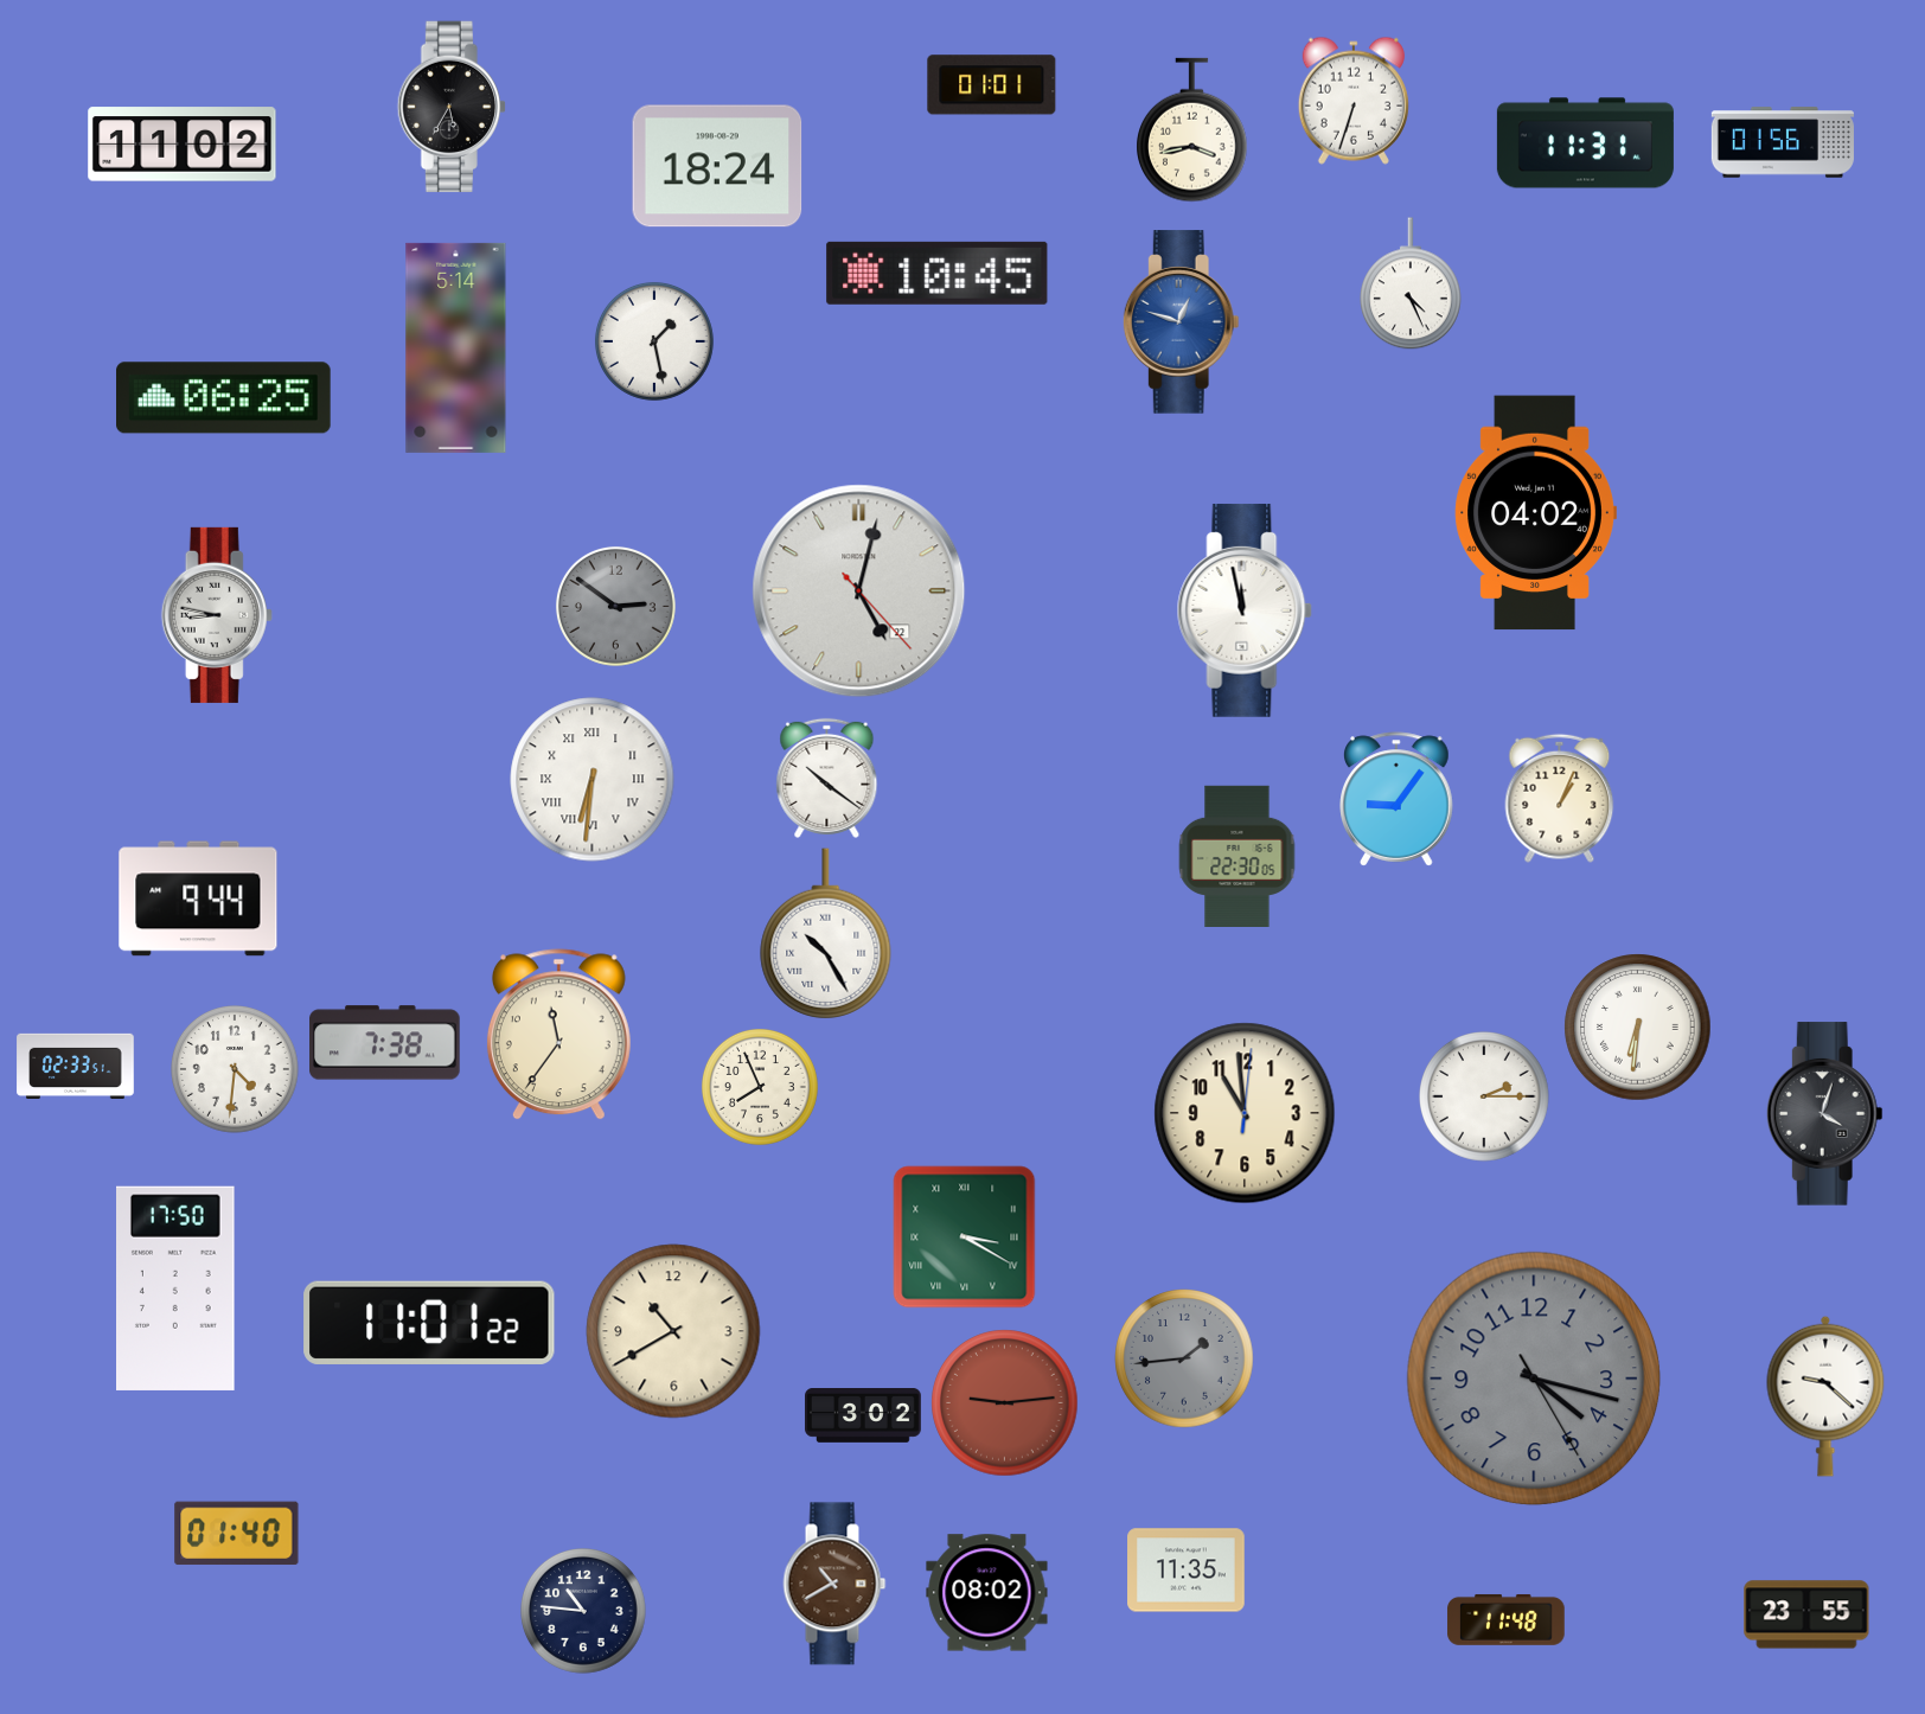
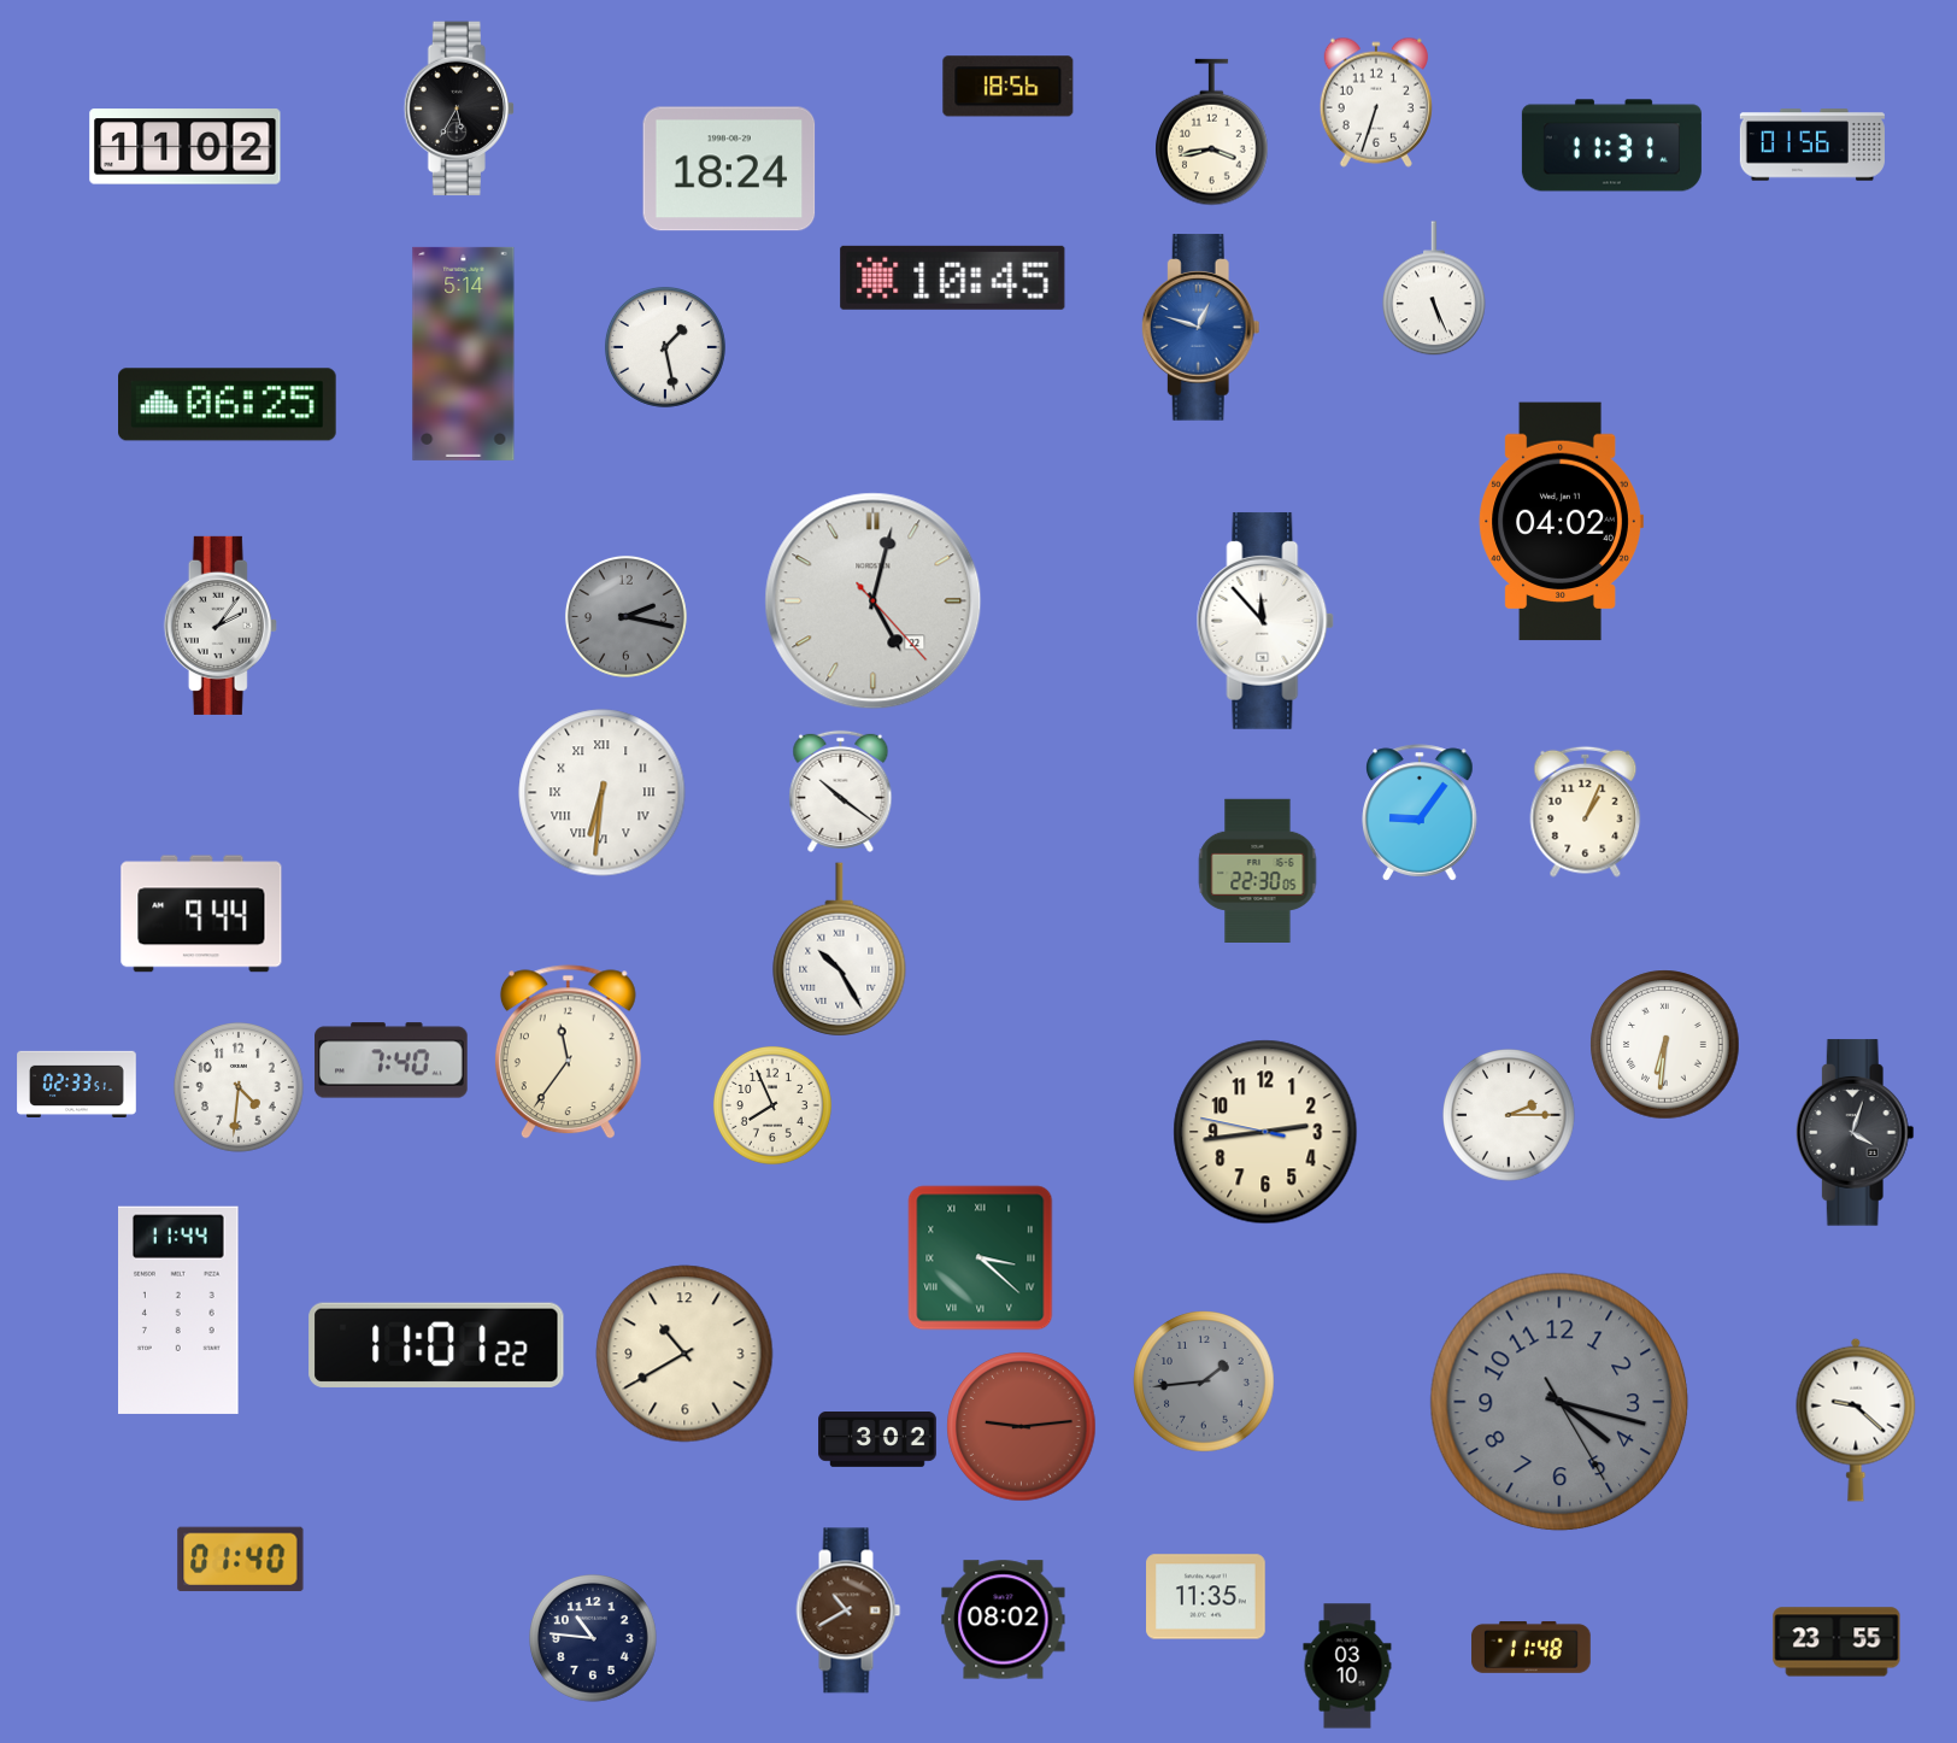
clock at (992, 85): 01:01 -> 18:56
clock at (1412, 284): 4:26 -> 5:26
clock at (615, 606): 2:51 -> 2:17
clock at (1245, 610): 11:58 -> 11:53
clock at (217, 615): 8:47 -> 2:06
clock at (385, 1043): 7:38 -> 7:40
clock at (1245, 1113): 10:59 -> 2:43
clock at (965, 1237): 3:20 -> 3:22
clock at (177, 1288): 17:50 -> 11:44
clock at (1347, 1666): none -> 03:10
